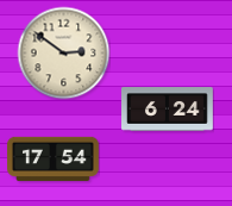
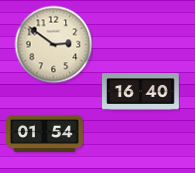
clock at (168, 110): 6:24 -> 16:40
clock at (54, 158): 17:54 -> 01:54
